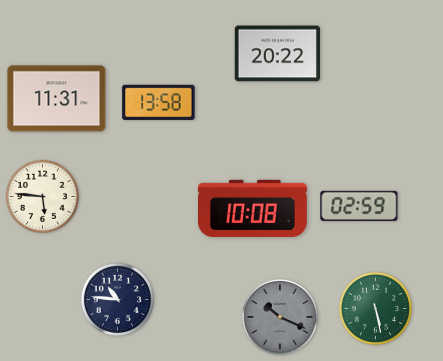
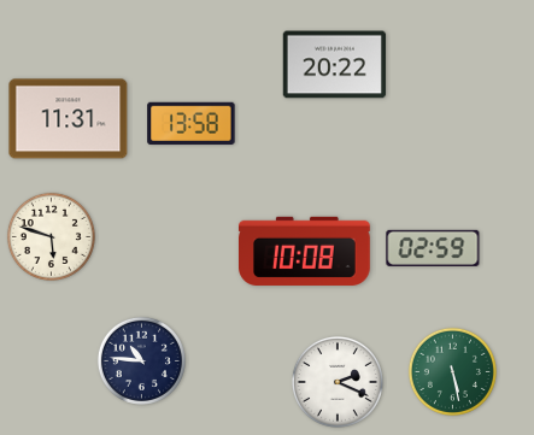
clock at (42, 196): 5:46 -> 5:48
clock at (280, 317): 10:19 -> 2:19
clock at (280, 317) dial: grey -> white
